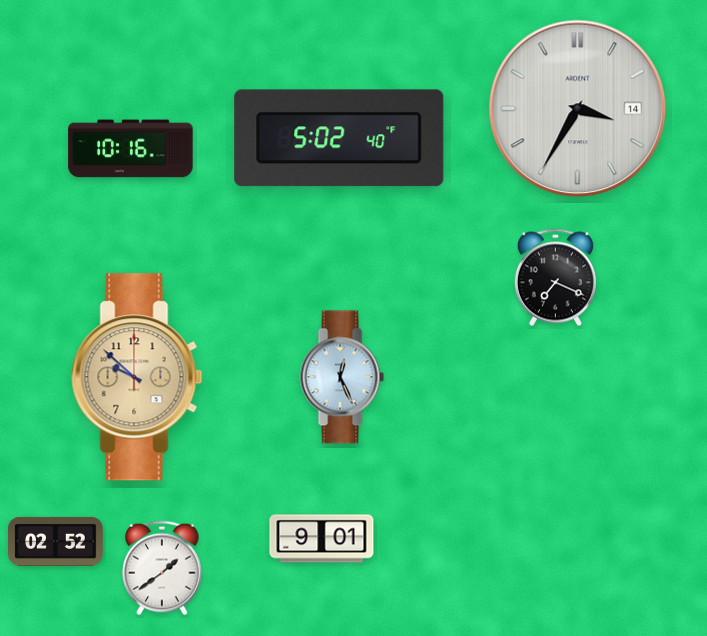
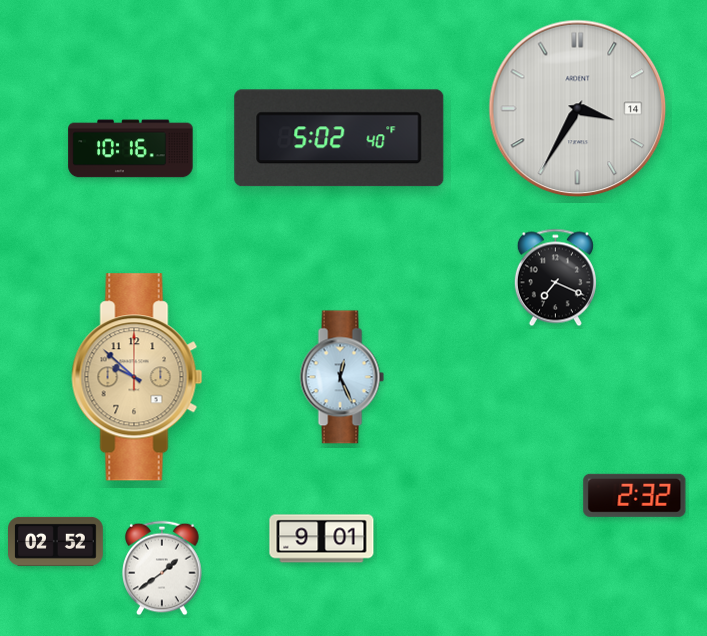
clock at (635, 495): none -> 2:32
